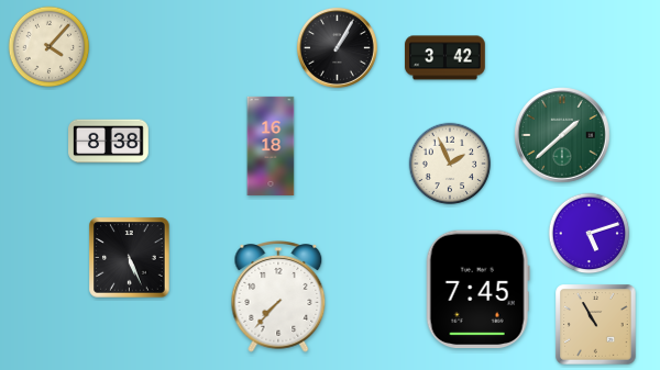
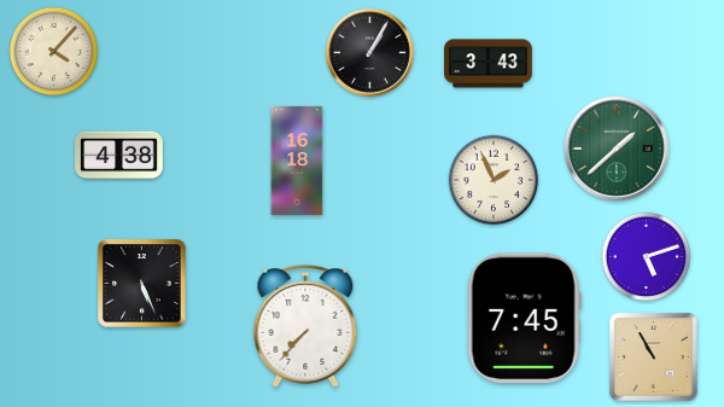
clock at (446, 58): 3:42 -> 3:43
clock at (109, 142): 8:38 -> 4:38
